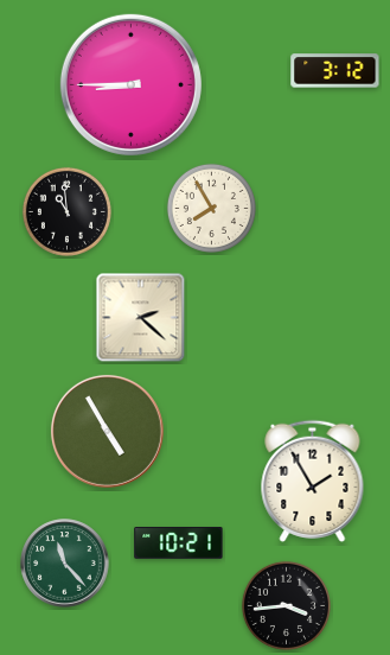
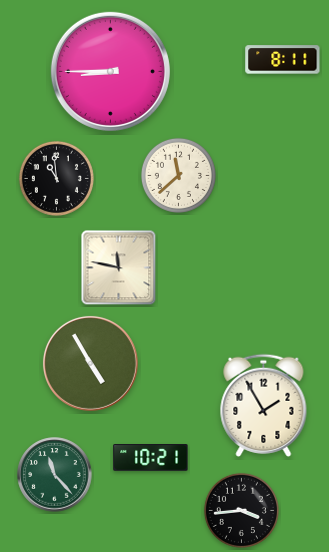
clock at (335, 71): 3:12 -> 8:11
clock at (211, 208): 7:55 -> 11:38
clock at (141, 318): 2:22 -> 11:47
